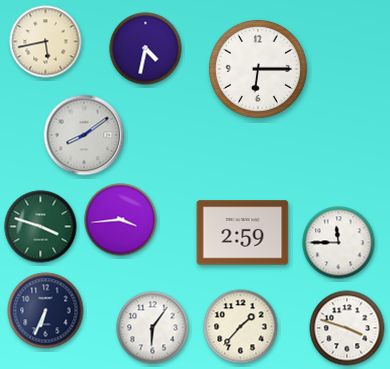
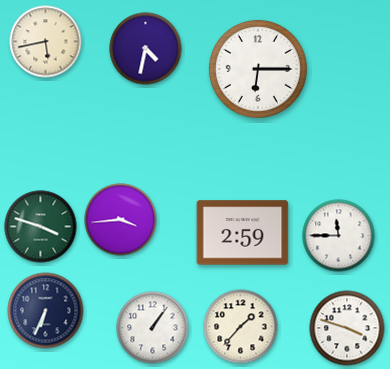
clock at (84, 135): 8:09 -> none
clock at (339, 243) position: (339, 243) -> (339, 236)
clock at (153, 328): 6:06 -> 1:06
